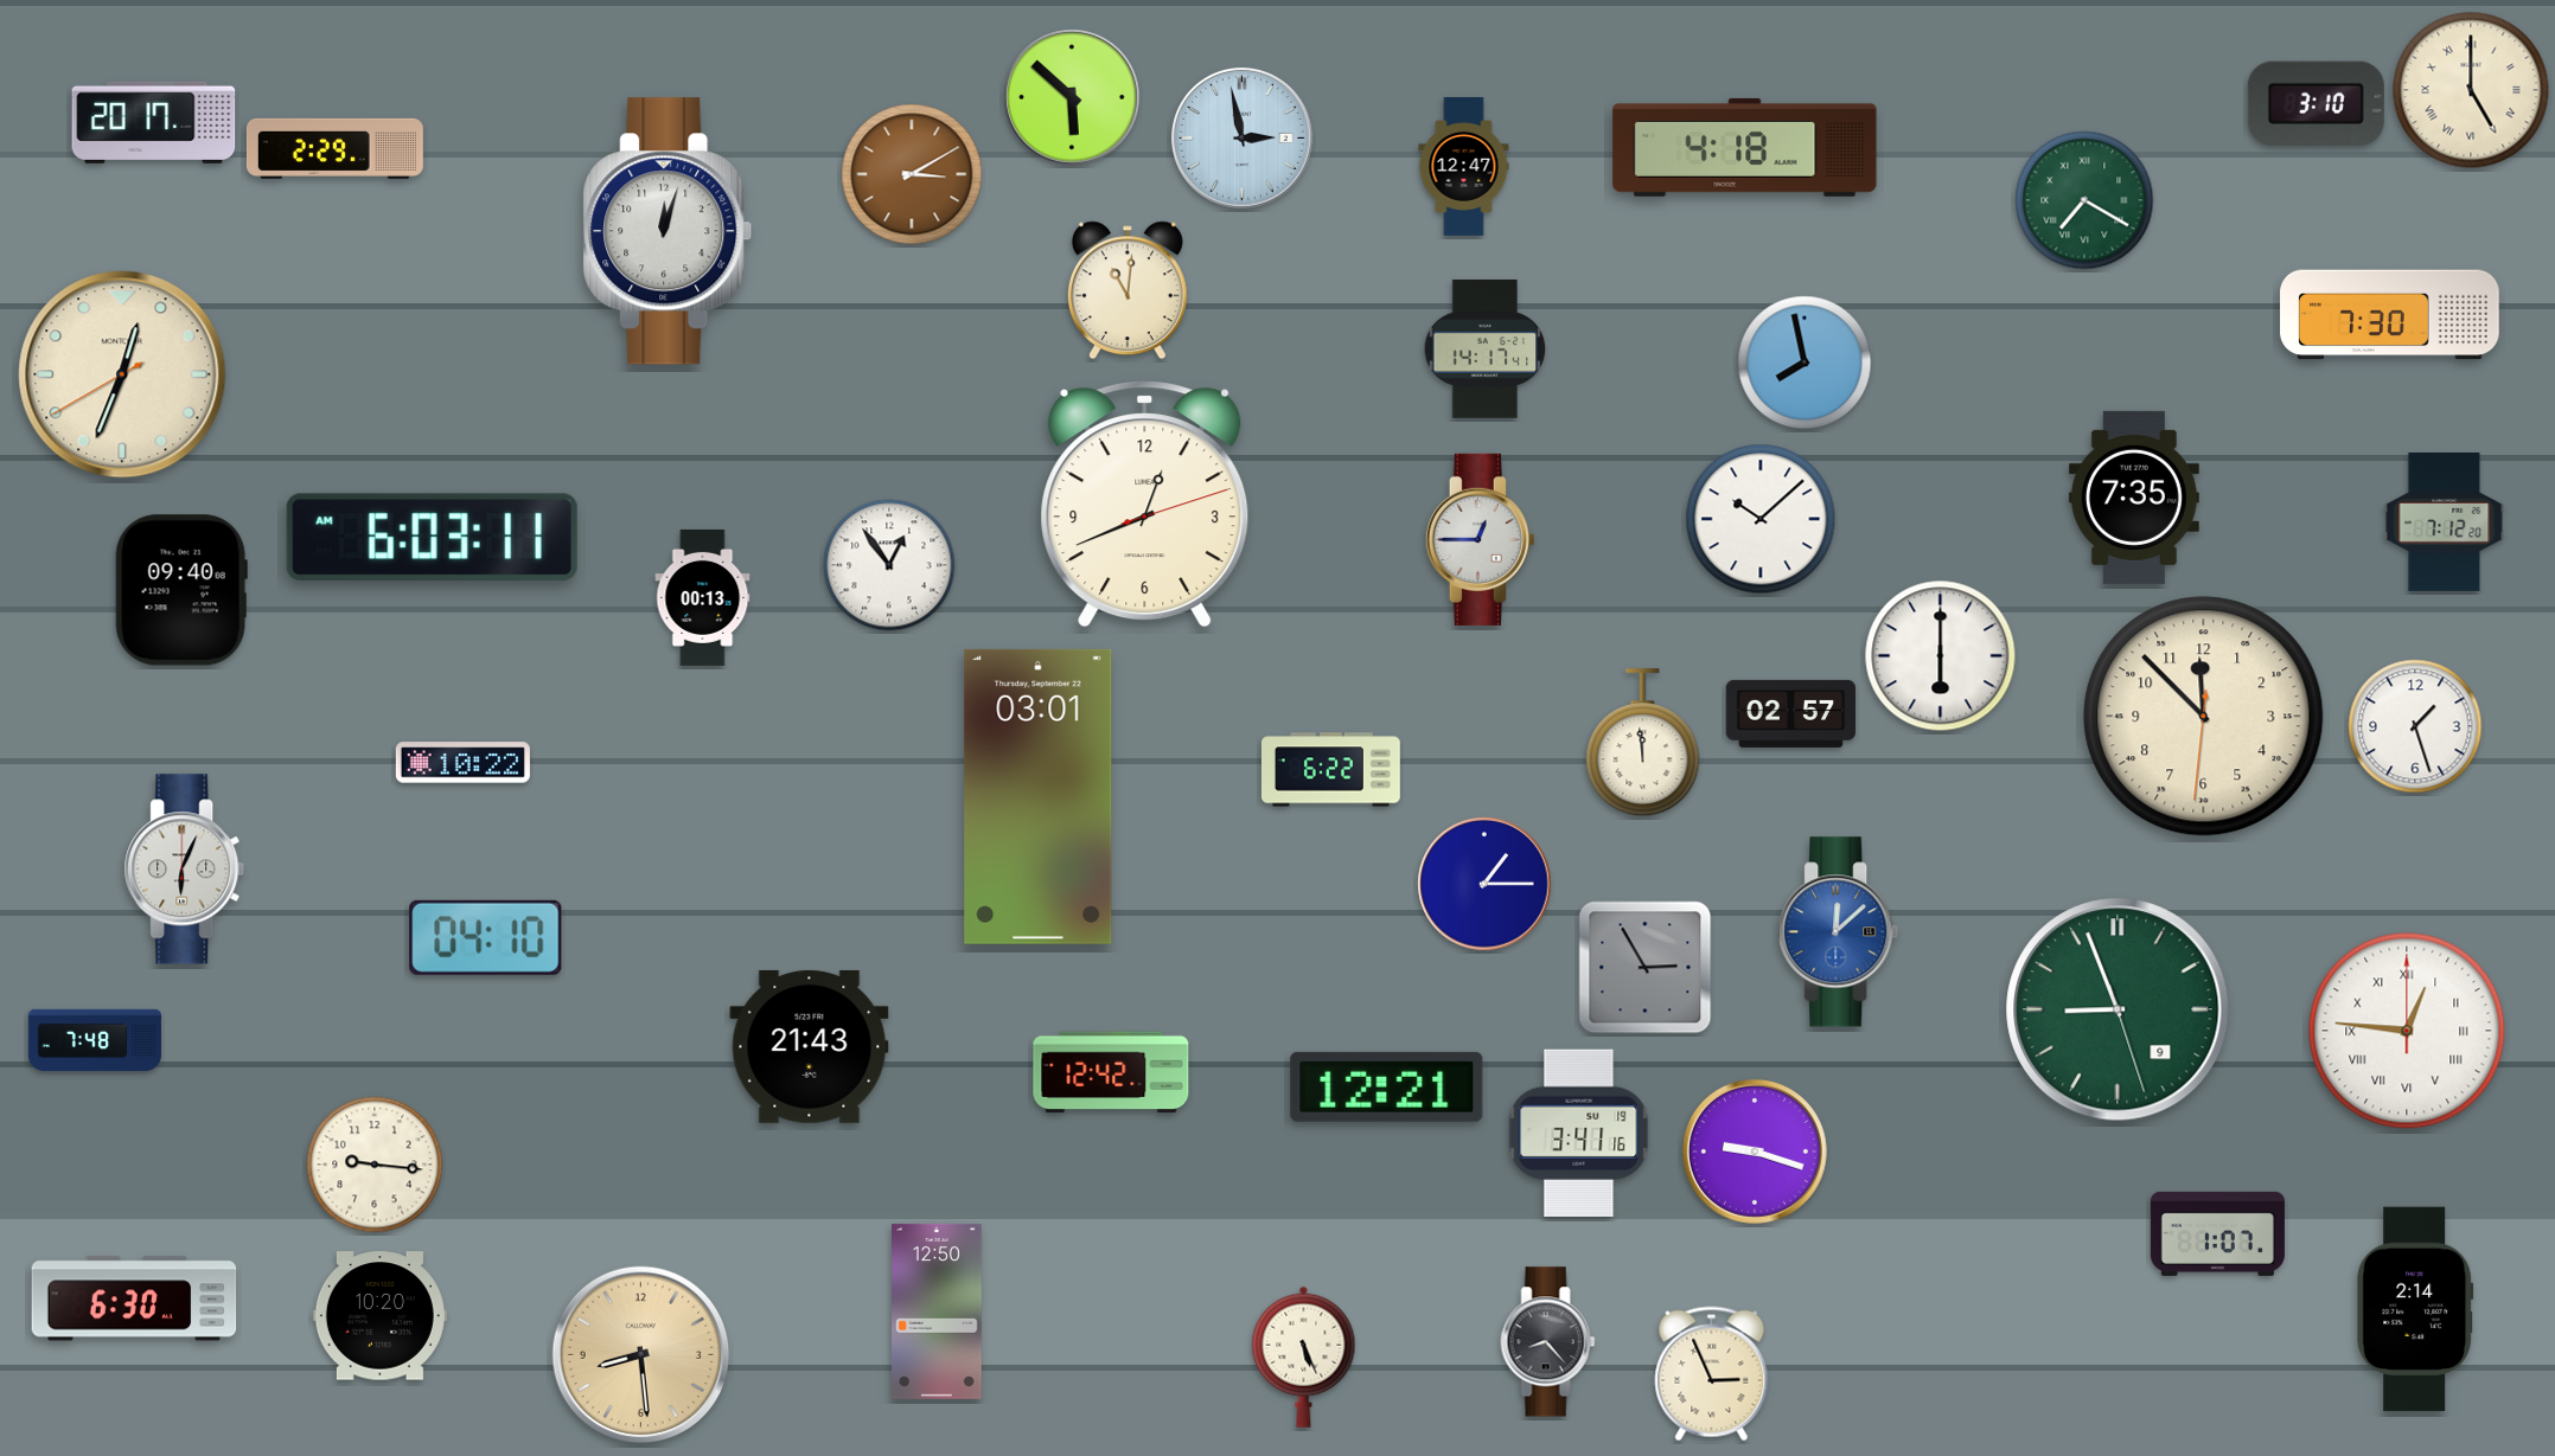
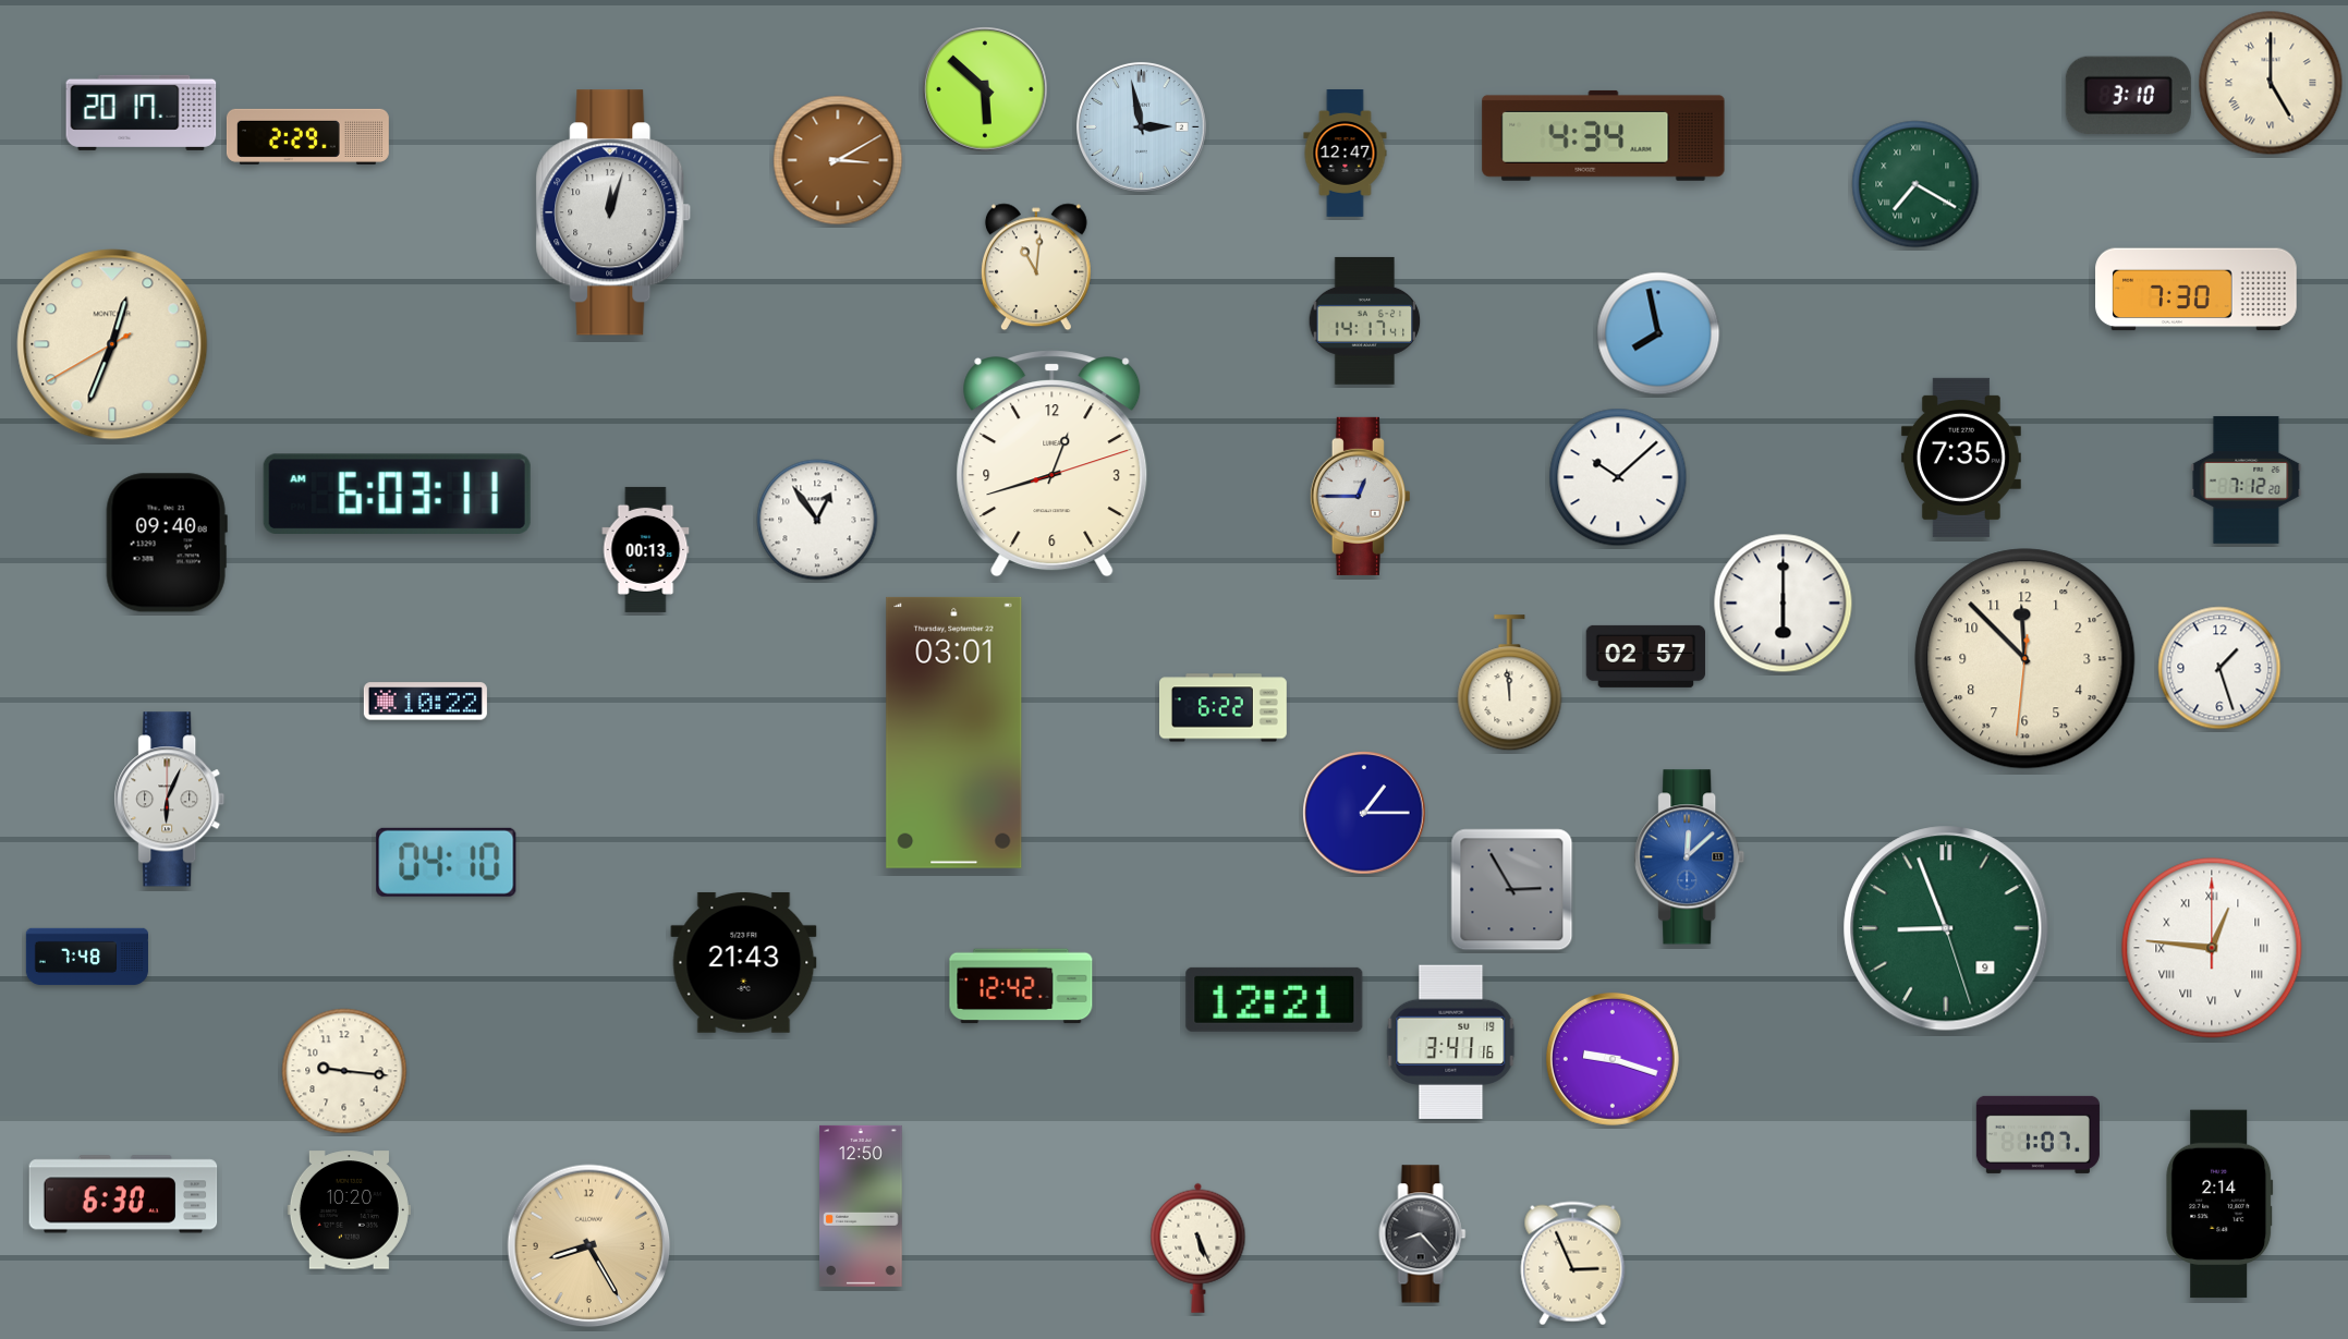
clock at (1745, 147): 4:18 -> 4:34
clock at (1145, 505): 12:41 -> 12:42
clock at (641, 1355): 8:29 -> 8:25
